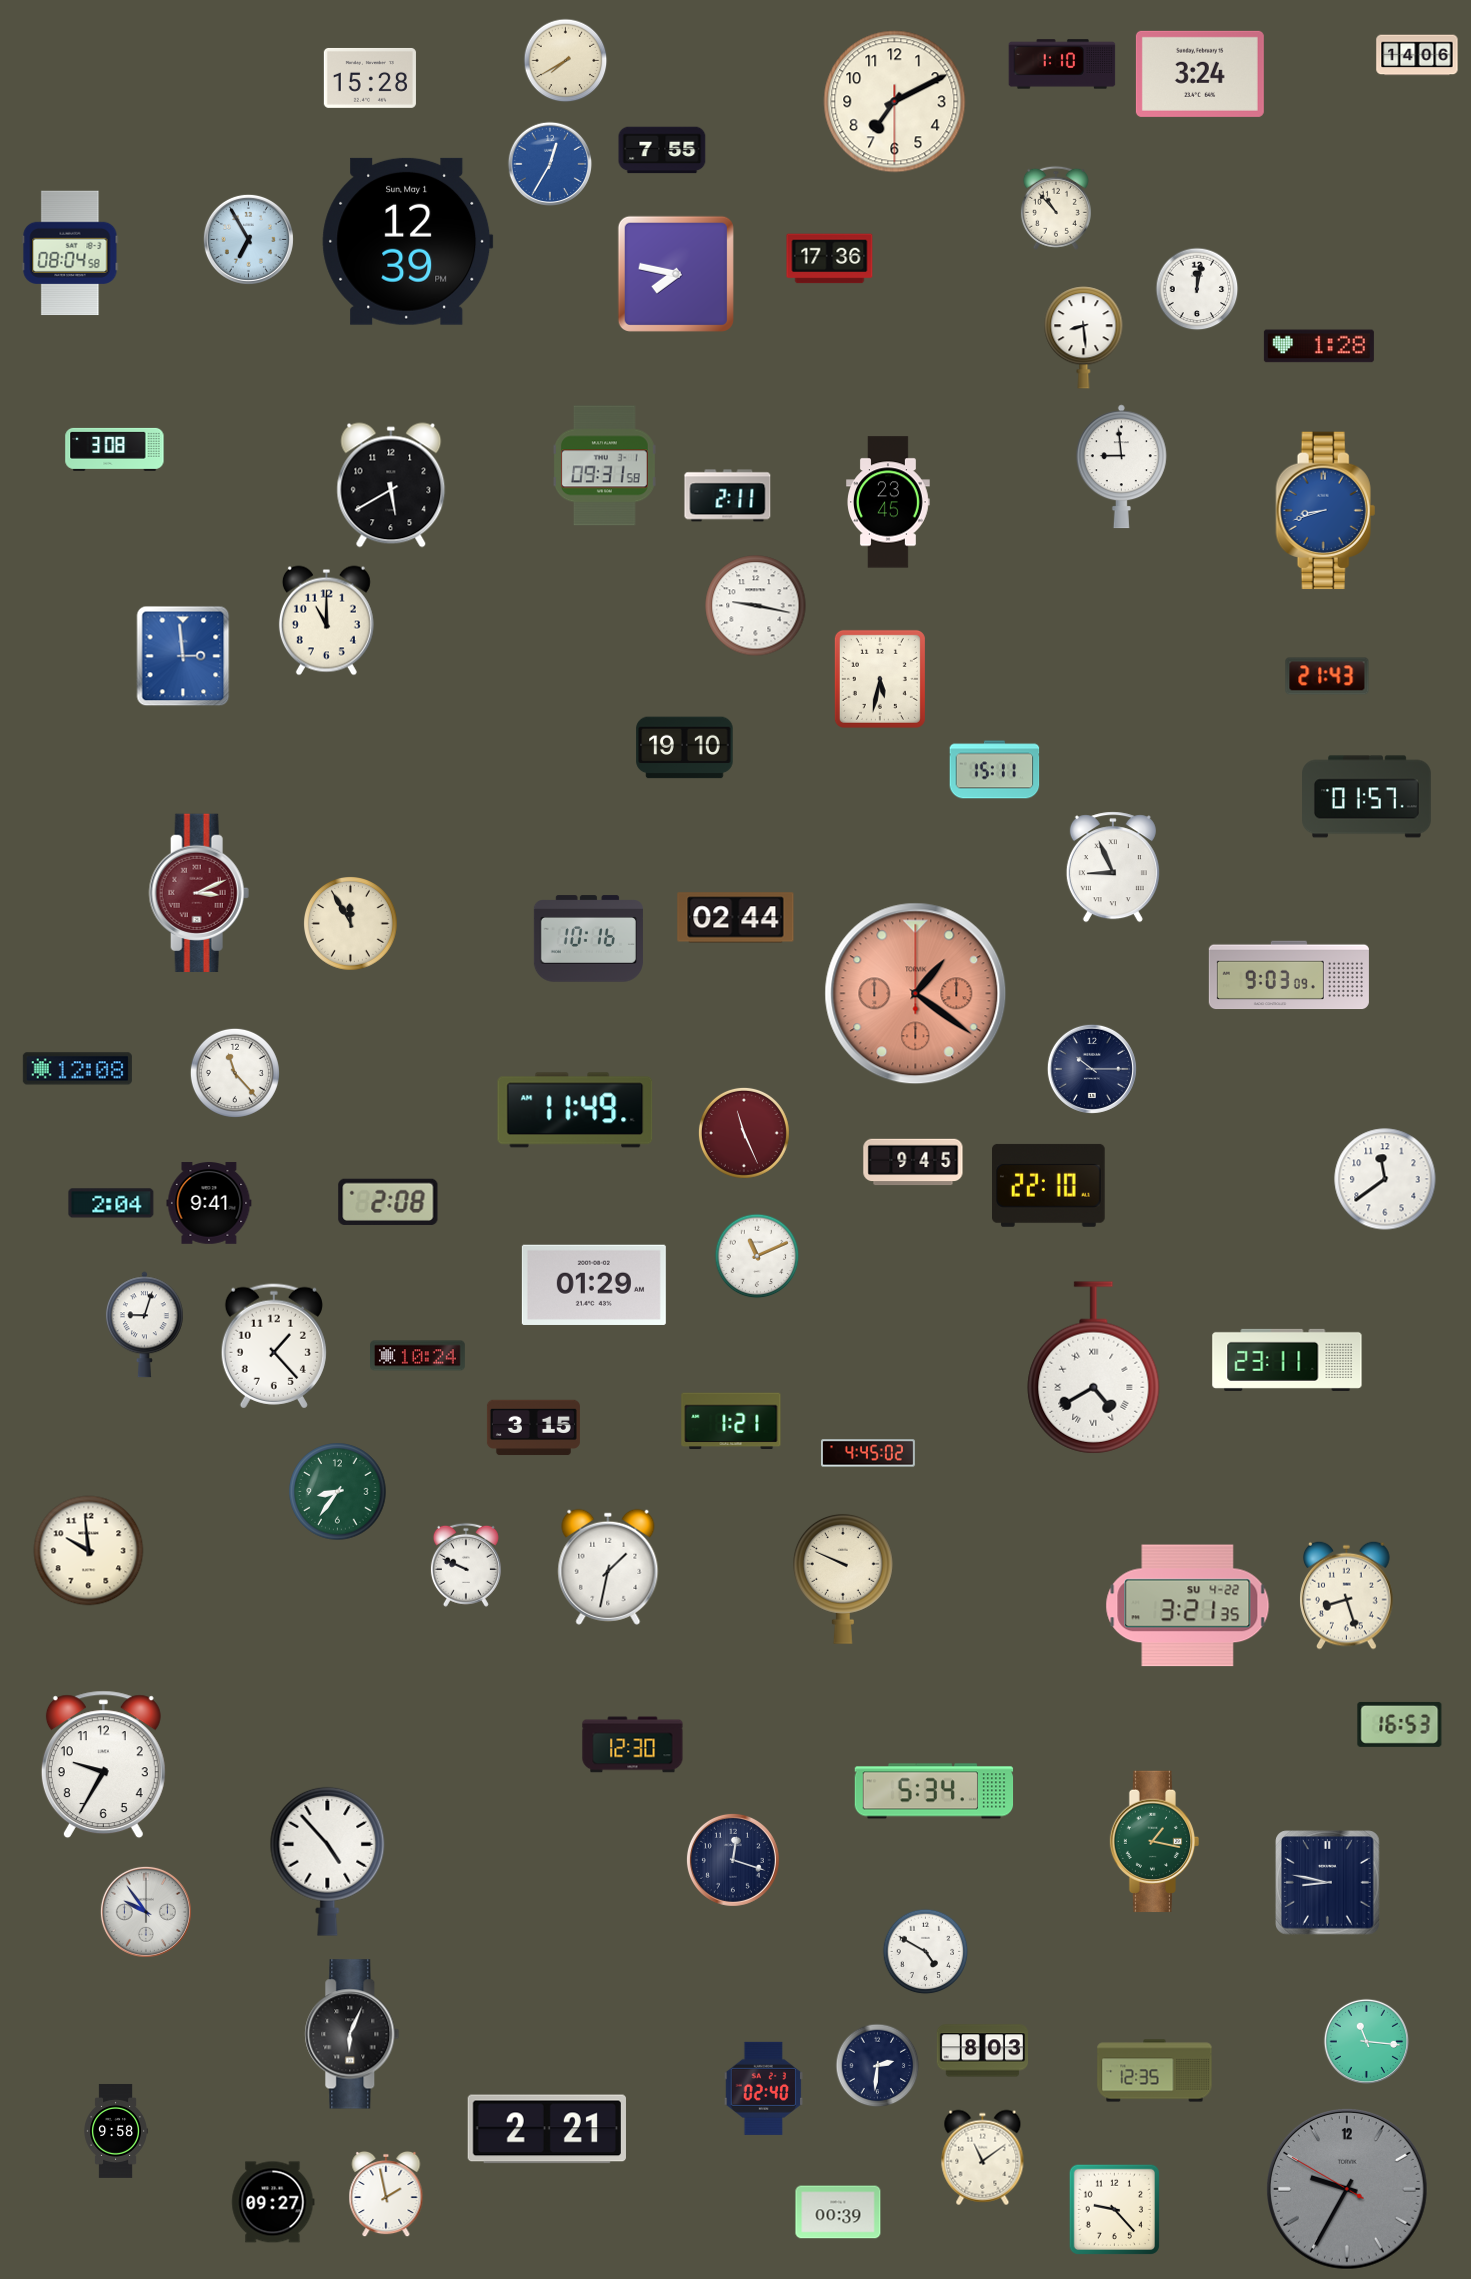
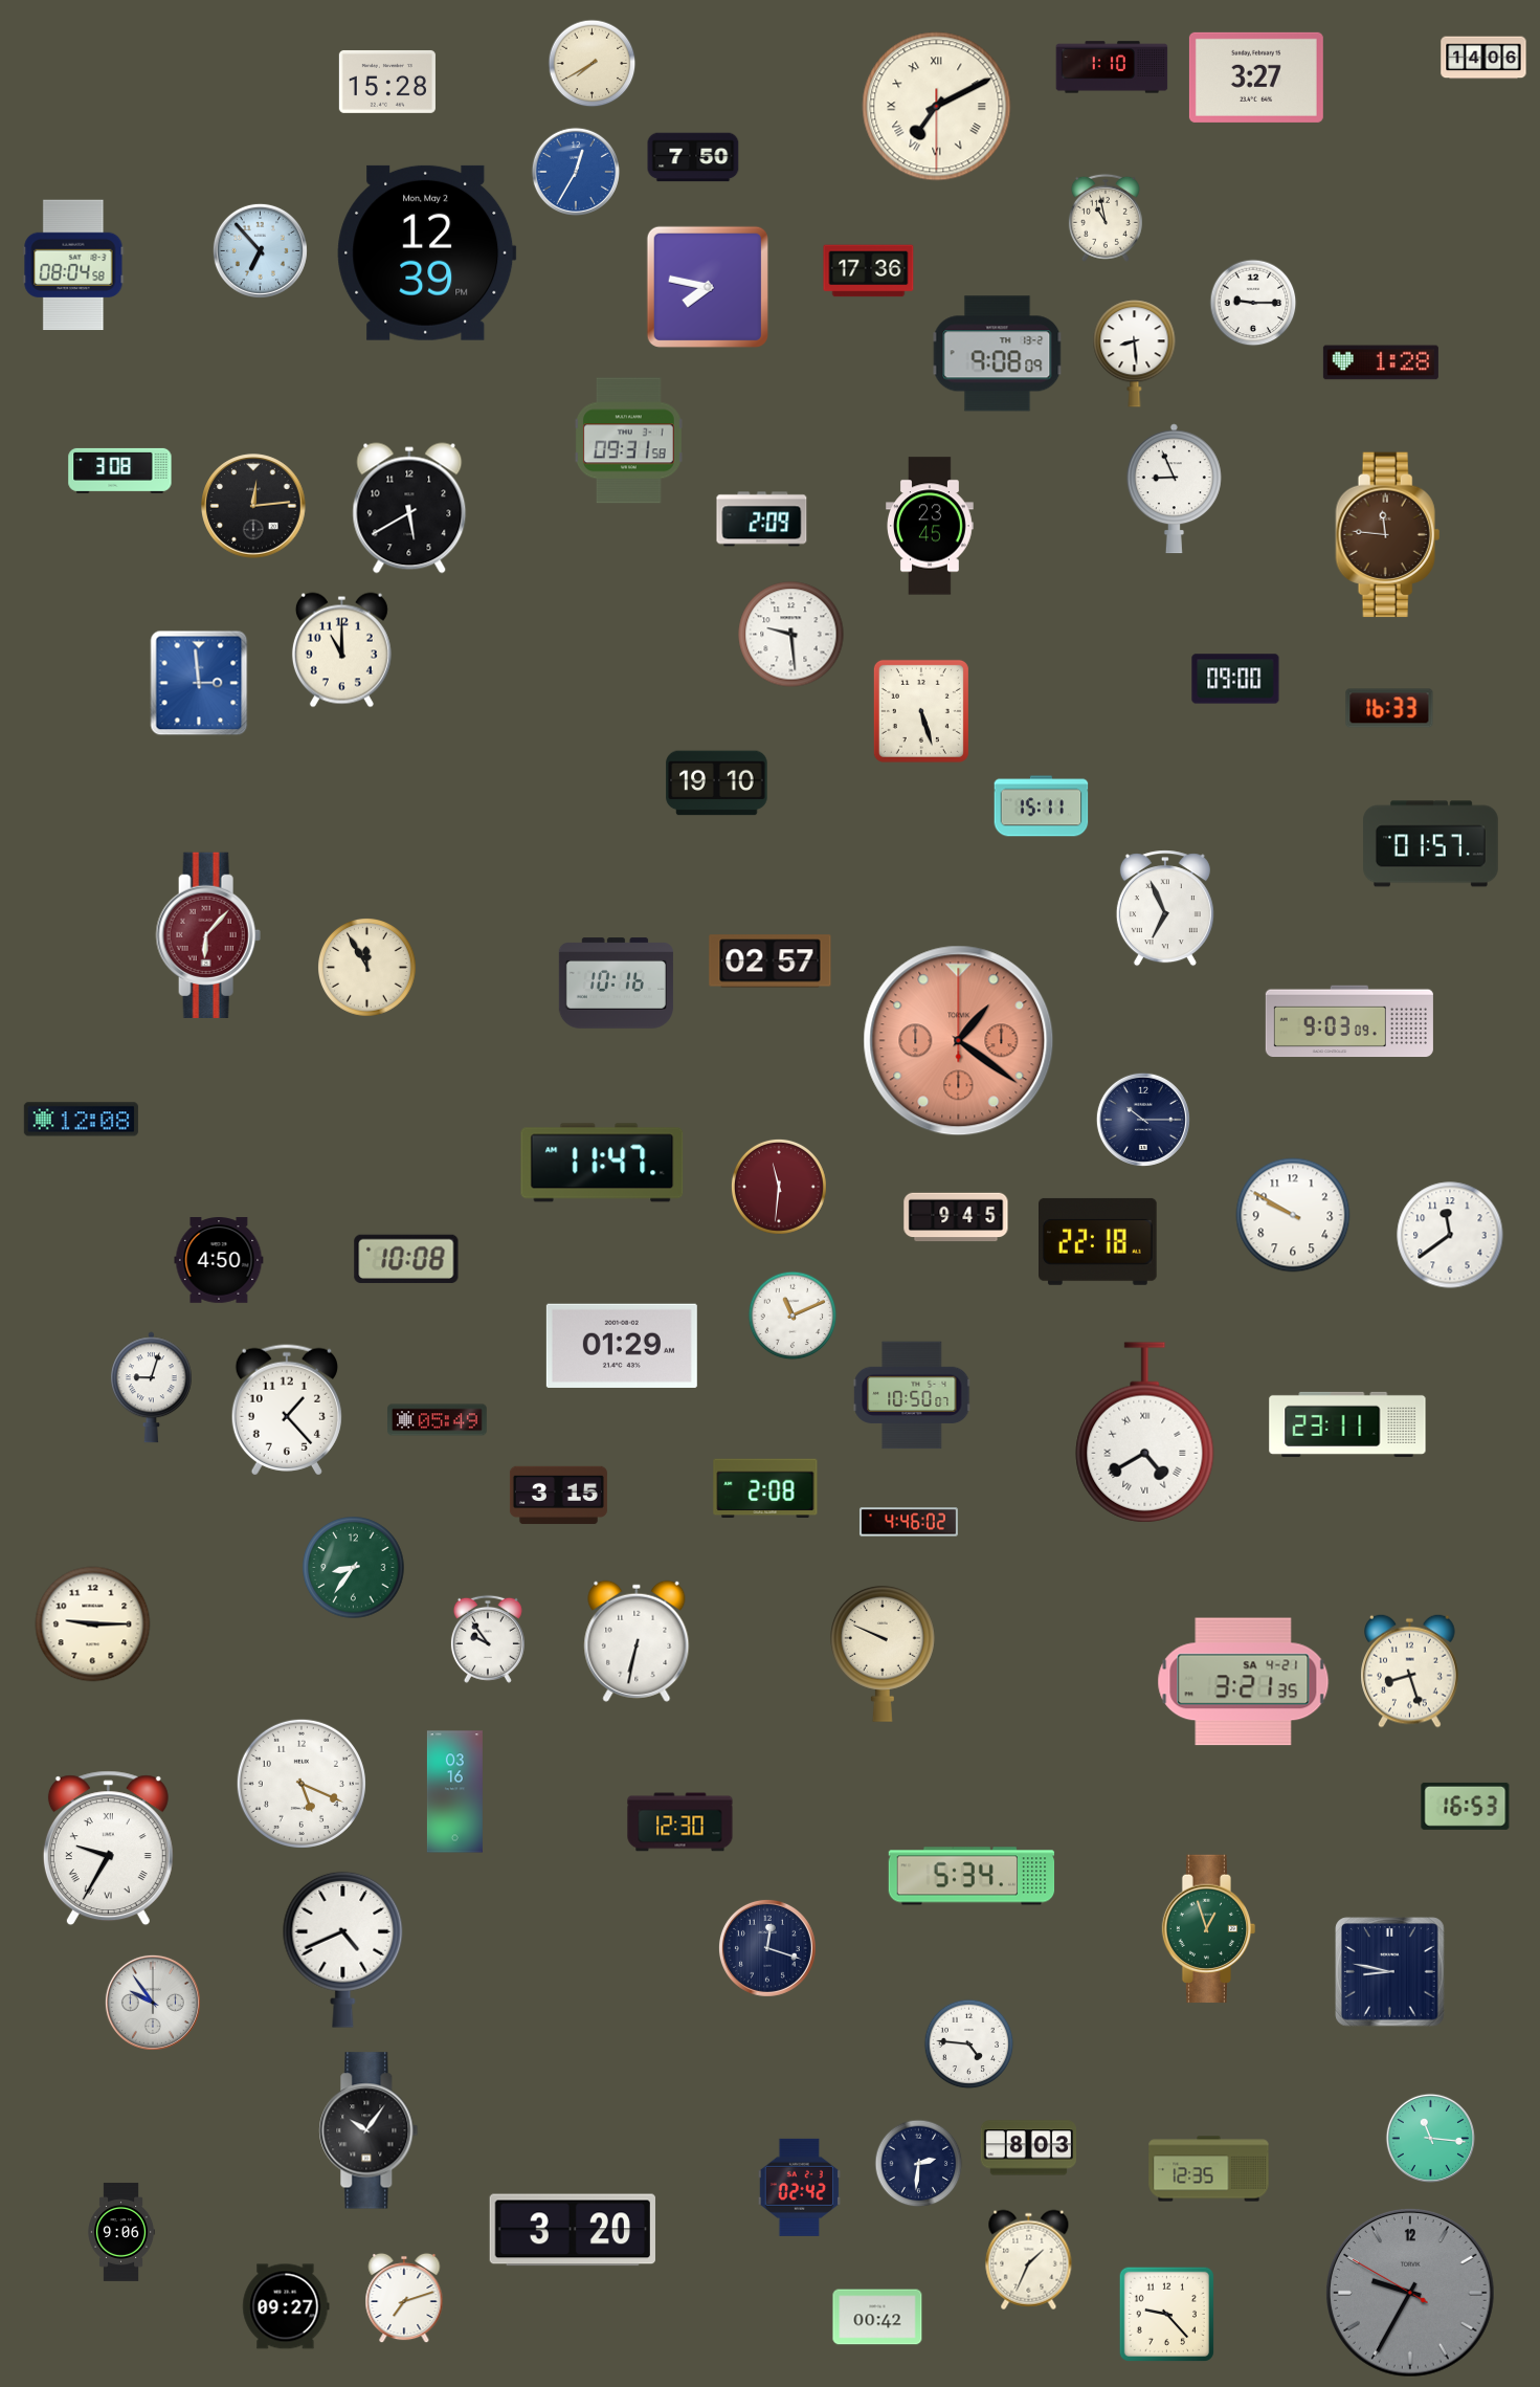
clock at (1200, 74): 3:24 -> 3:27
clock at (895, 102) numerals: Arabic -> Roman
clock at (662, 150): 7:55 -> 7:50
clock at (1056, 208): 10:53 -> 10:58
clock at (248, 239): 6:55 -> 6:53
clock at (408, 241) date: Sun, May 1 -> Mon, May 2
clock at (1197, 289): 12:02 -> 9:15
clock at (998, 354): none -> 9:08
clock at (604, 466) position: (604, 466) -> (628, 441)
clock at (1121, 467): 8:59 -> 8:56
clock at (253, 506): none -> 12:14
clock at (728, 496): 2:11 -> 2:09
clock at (1326, 511): 8:42 -> 11:46
clock at (1326, 511) dial: blue -> brown
clock at (756, 606): 9:17 -> 9:29
clock at (1235, 679): none -> 09:00
clock at (183, 656) position: (183, 656) -> (199, 683)
clock at (1327, 676): 21:43 -> 16:33
clock at (880, 679): 5:32 -> 5:27
clock at (1367, 797) position: (1367, 797) -> (1431, 844)
clock at (1113, 867): 8:56 -> 6:56
clock at (199, 892): 3:11 -> 6:07
clock at (736, 918): 02:44 -> 02:57
clock at (235, 1073): 11:23 -> none
clock at (575, 1110): 11:49 -> 11:47
clock at (744, 1133): 11:26 -> 11:31
clock at (1293, 1215): none -> 9:50
clock at (1049, 1185): 22:10 -> 22:18
clock at (388, 1202): 2:08 -> 10:08
clock at (111, 1203): 2:04 -> none
clock at (209, 1203): 9:41 -> 4:50
clock at (912, 1395): none -> 10:50
clock at (418, 1356): 10:24 -> 05:49
clock at (731, 1421): 1:21 -> 2:08
clock at (868, 1453): 4:45 -> 4:46
clock at (338, 1492) position: (338, 1492) -> (354, 1568)
clock at (89, 1551): 9:59 -> 9:15
clock at (466, 1565): 9:49 -> 9:54
clock at (608, 1567): 1:32 -> 6:32
clock at (1188, 1606) date: SU 4-22 -> SA 4-21
clock at (302, 1784): none -> 5:19
clock at (454, 1792): none -> 03:16
clock at (633, 1745) position: (633, 1745) -> (680, 1822)
clock at (103, 1765) numerals: Arabic -> Roman
clock at (934, 1791) position: (934, 1791) -> (972, 1876)
clock at (1155, 1842): 1:17 -> 12:57
clock at (328, 1861): 4:53 -> 4:41
clock at (926, 1952): 4:50 -> 4:46
clock at (352, 2034): 6:04 -> 10:06
clock at (763, 2088): 02:40 -> 02:42
clock at (547, 2129): 2:21 -> 3:20
clock at (115, 2131): 9:58 -> 9:06
clock at (983, 2158): 11:09 -> 1:34
clock at (386, 2194): 1:58 -> 7:12
clock at (838, 2212): 00:39 -> 00:42
